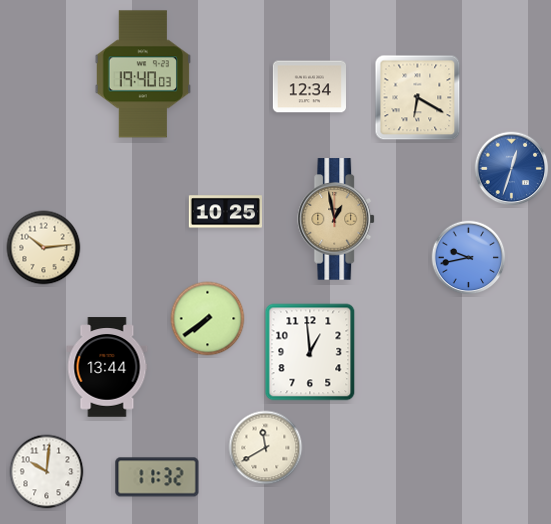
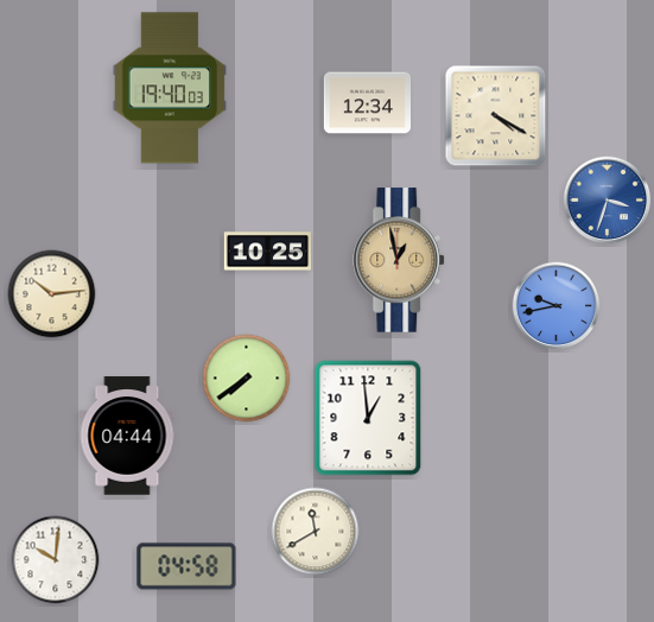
clock at (418, 98): 6:20 -> 4:20
clock at (512, 169): 12:33 -> 3:33
clock at (107, 367): 13:44 -> 04:44
clock at (157, 477): 11:32 -> 04:58
